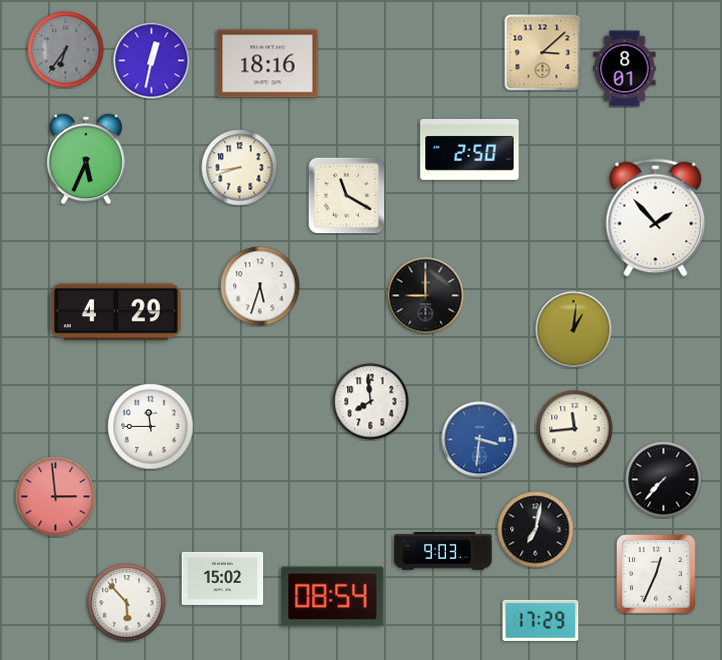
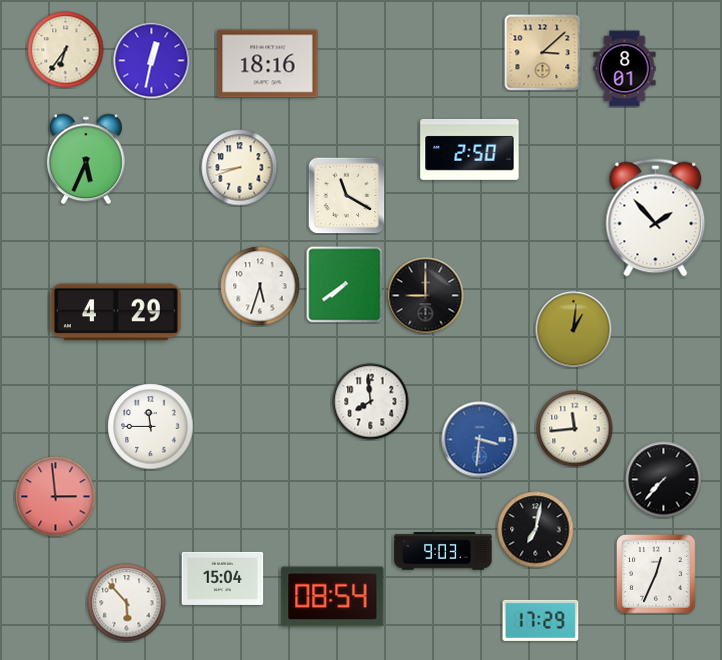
clock at (66, 50) dial: grey -> cream
clock at (345, 285): none -> 7:39
clock at (223, 578): 15:02 -> 15:04
